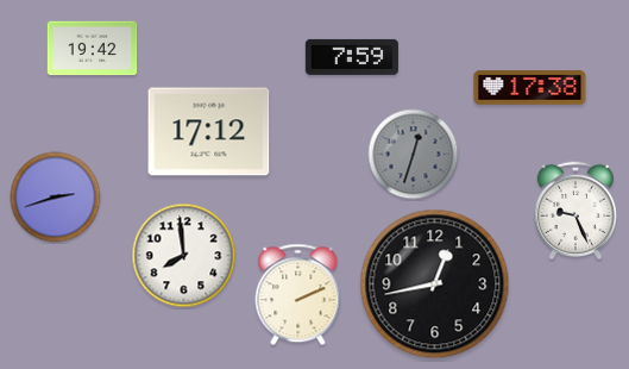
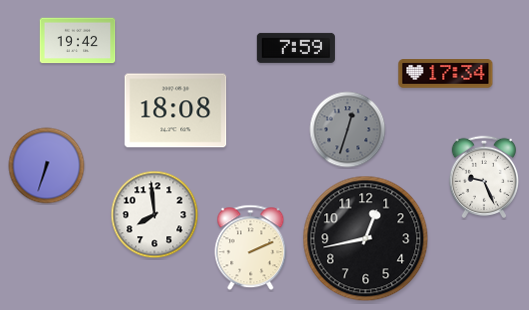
clock at (530, 88): 17:38 -> 17:34
clock at (209, 132): 17:12 -> 18:08
clock at (56, 198): 2:42 -> 6:33
